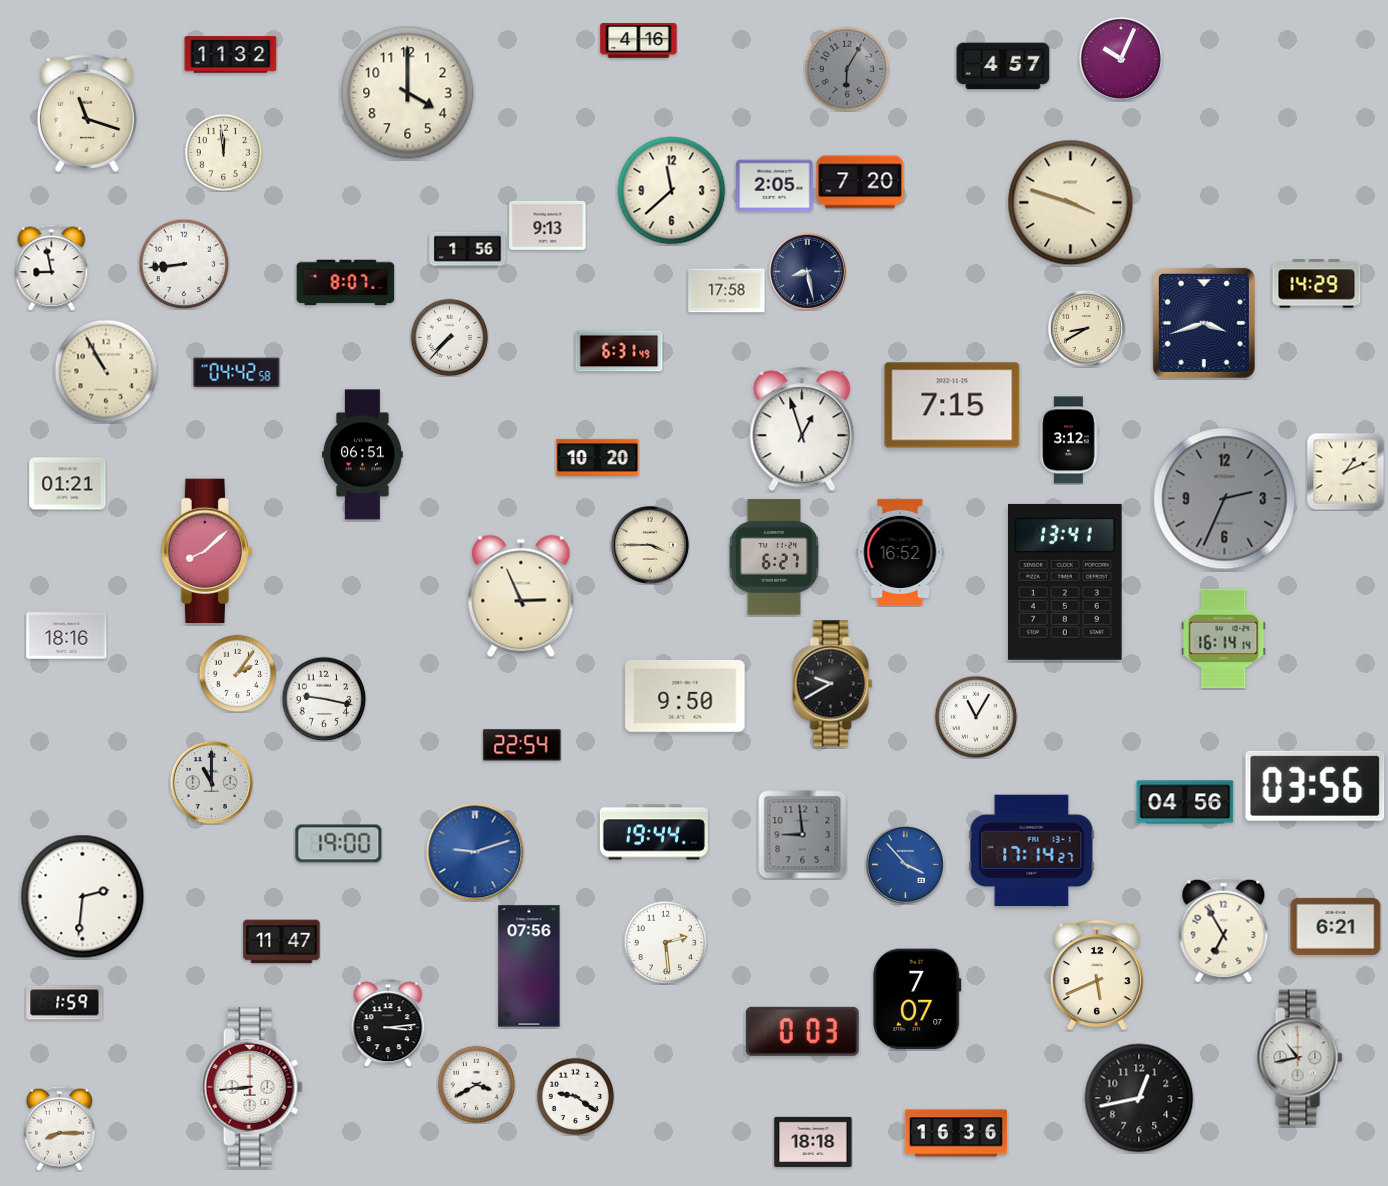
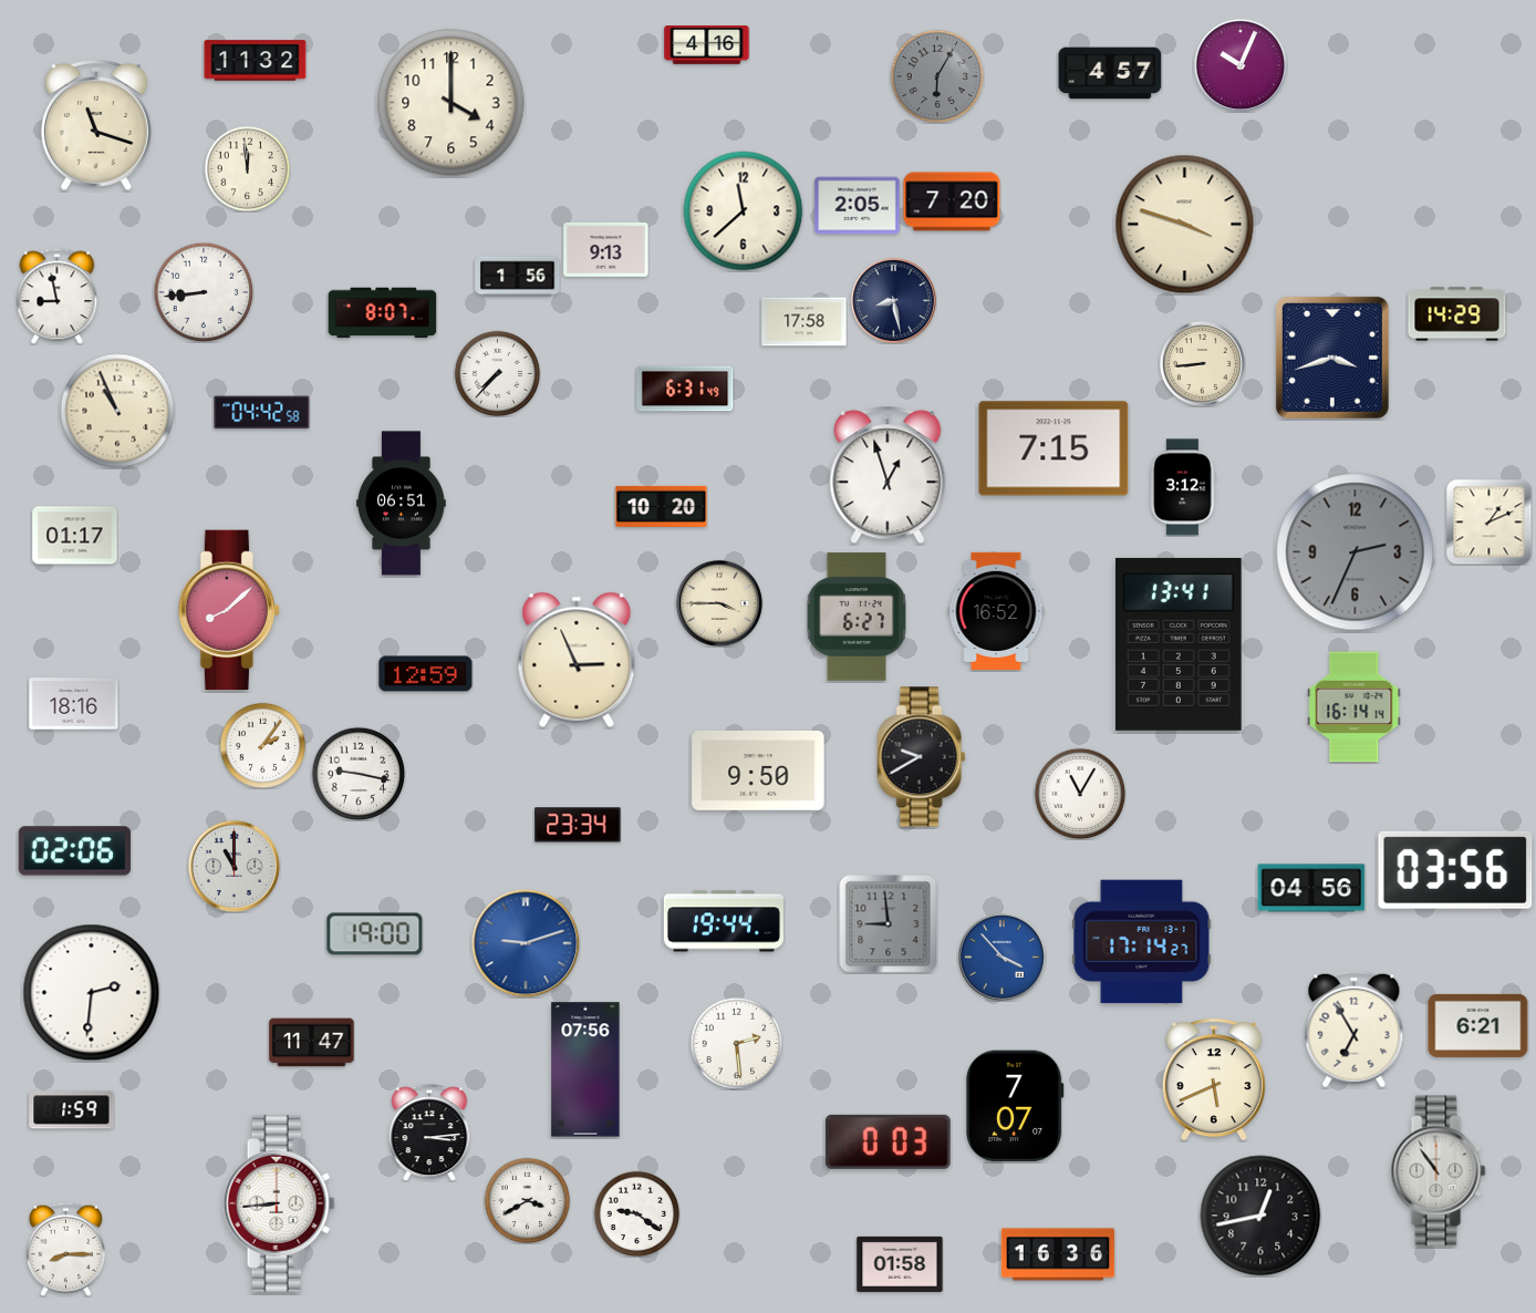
clock at (1086, 328): 8:40 -> 8:44
clock at (106, 371): 10:55 -> 10:56
clock at (68, 484): 01:21 -> 01:17
clock at (426, 674): none -> 12:59
clock at (522, 745): 22:54 -> 23:34
clock at (75, 851): none -> 02:06
clock at (1300, 1058): 10:43 -> 10:54
clock at (813, 1142): 18:18 -> 01:58
